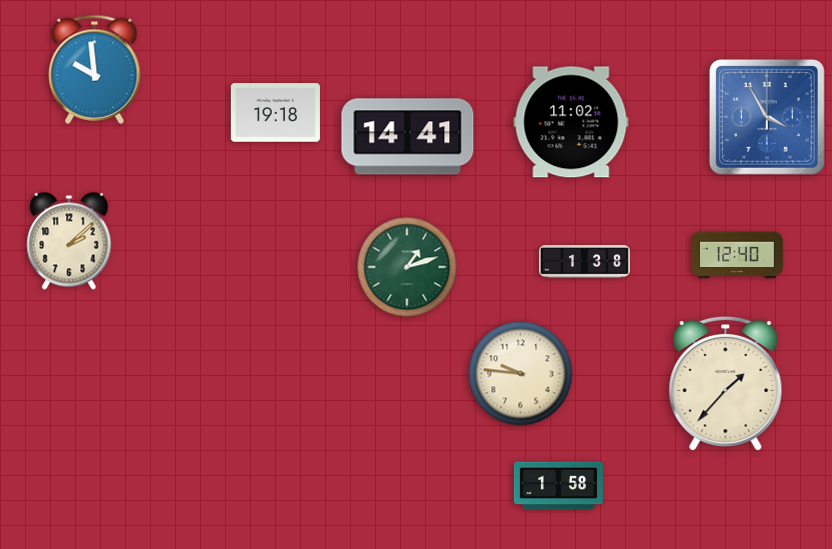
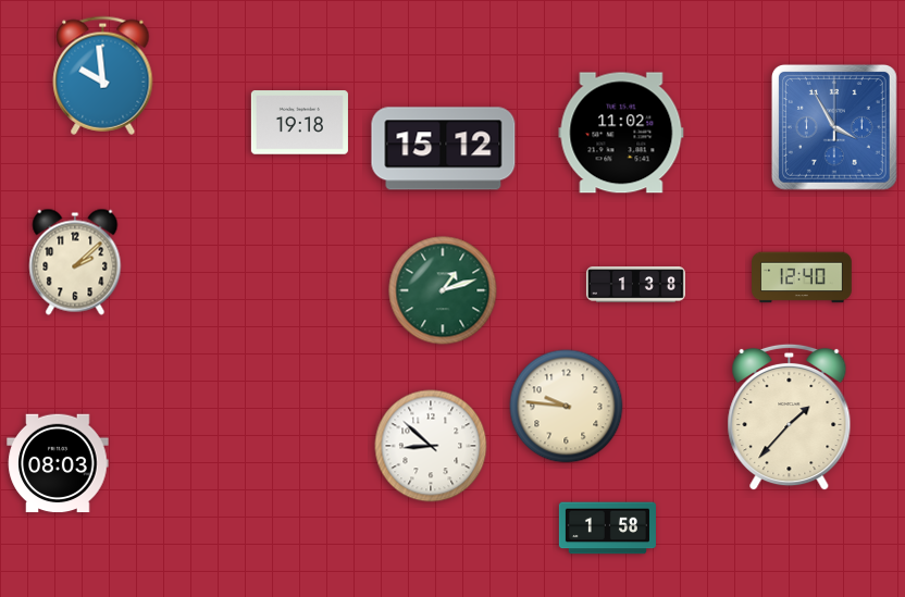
clock at (408, 137): 14:41 -> 15:12
clock at (431, 446): none -> 8:52
clock at (58, 463): none -> 08:03
